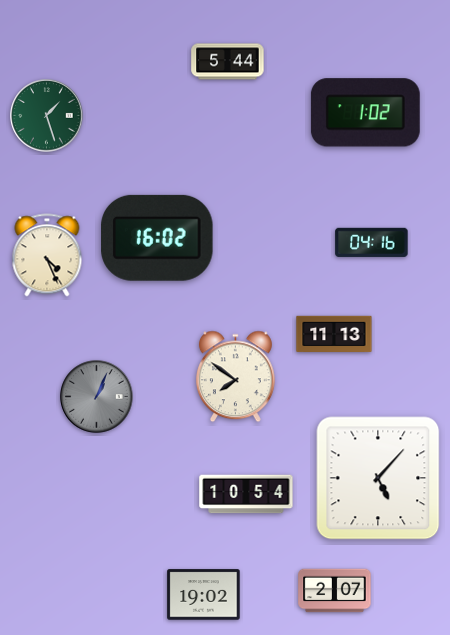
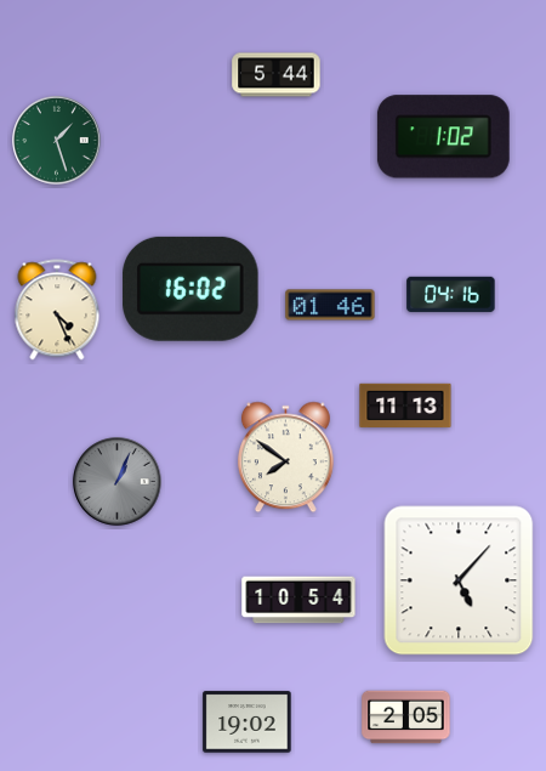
clock at (330, 305): none -> 01:46
clock at (335, 591): 2:07 -> 2:05
